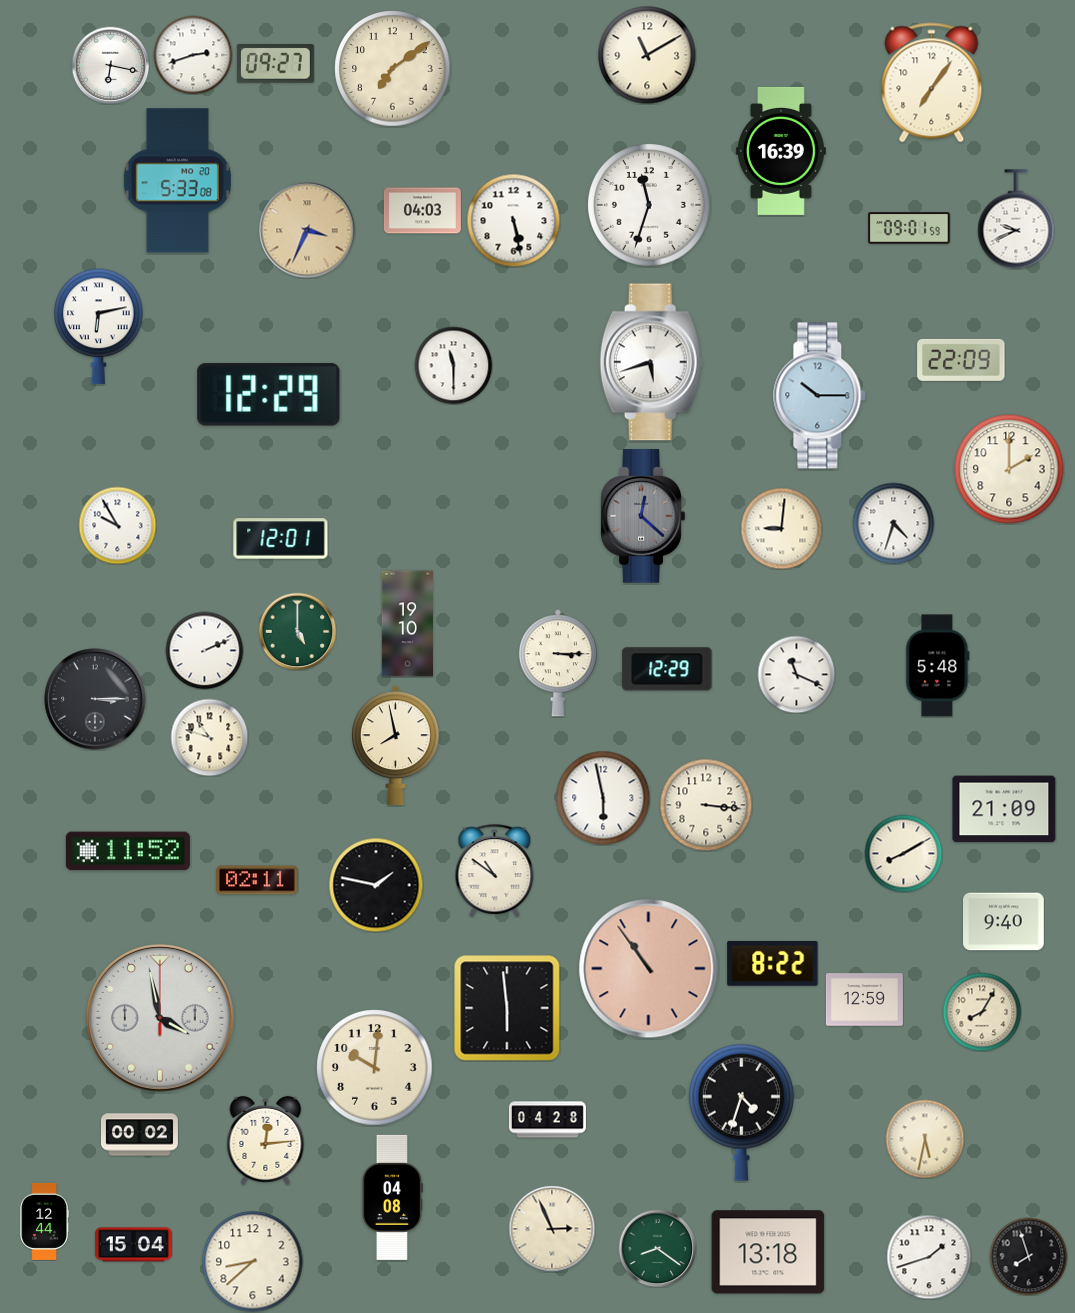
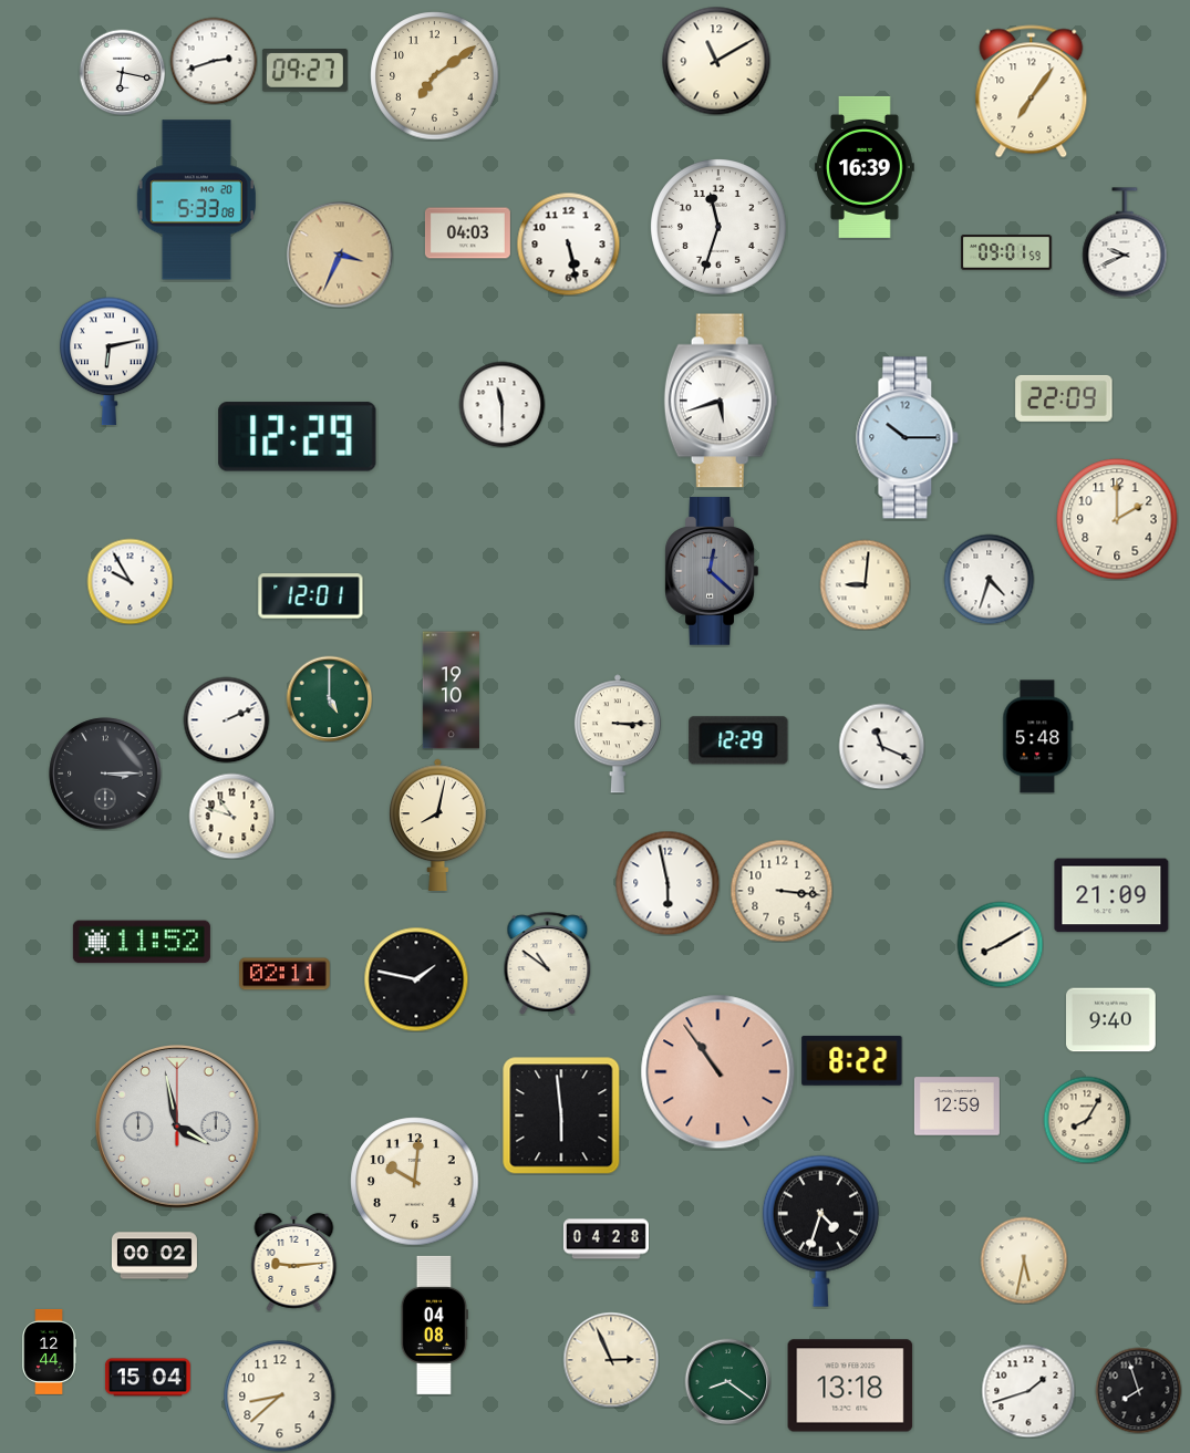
clock at (396, 745): 7:58 -> 8:02
clock at (773, 963) position: (773, 963) -> (852, 1060)
clock at (266, 1140): 12:14 -> 9:14
